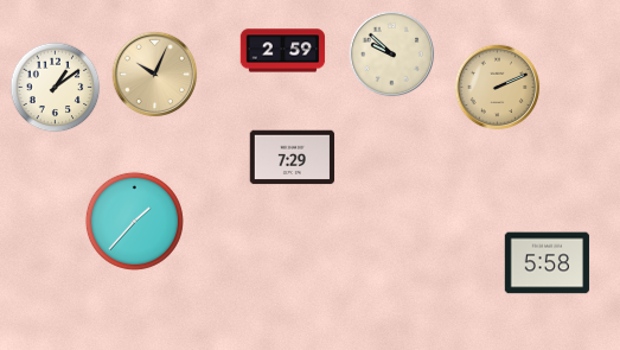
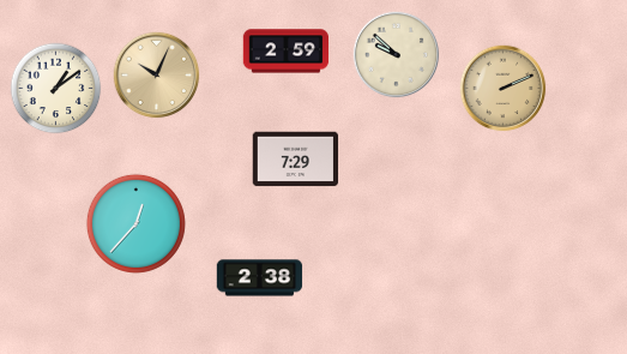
clock at (134, 221): 1:37 -> 12:37
clock at (548, 263): 5:58 -> none
clock at (260, 278): none -> 2:38
